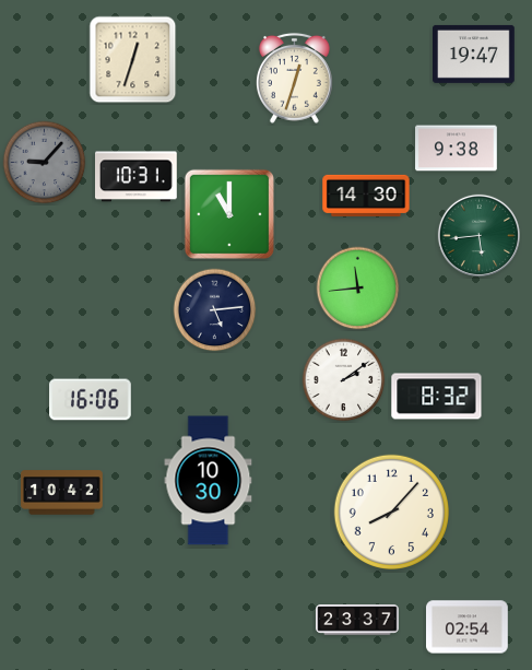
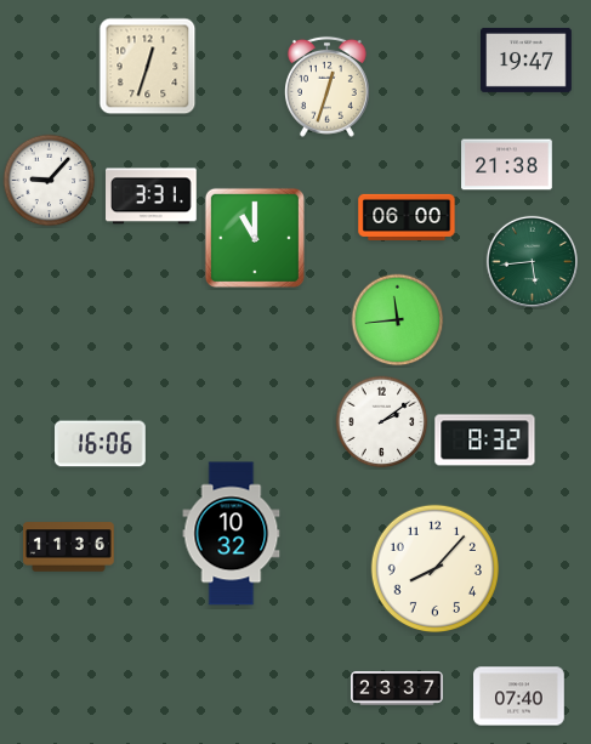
clock at (457, 149): 9:38 -> 21:38
clock at (45, 163) dial: grey -> white
clock at (137, 177): 10:31 -> 3:31
clock at (366, 196): 14:30 -> 06:00
clock at (215, 310): 5:14 -> none
clock at (209, 481): 10:30 -> 10:32
clock at (62, 493): 10:42 -> 11:36
clock at (468, 627): 02:54 -> 07:40
